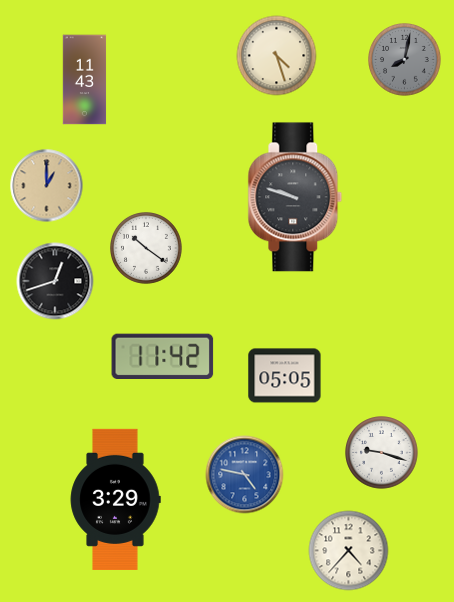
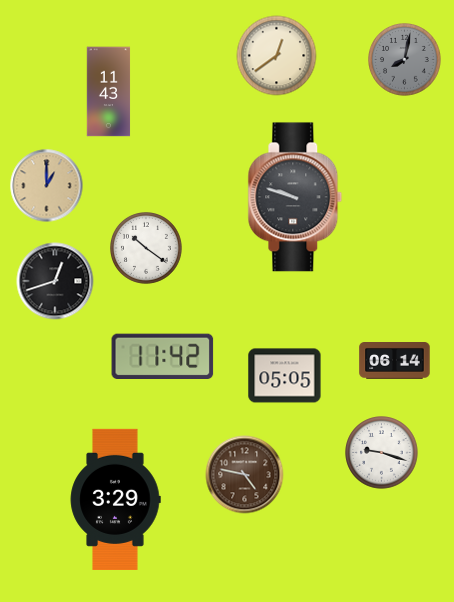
clock at (277, 56): 4:27 -> 12:39
clock at (85, 80) position: (85, 80) -> (109, 92)
clock at (395, 361): none -> 06:14
clock at (245, 475) dial: blue -> brown
clock at (349, 551): 4:37 -> none
